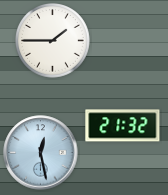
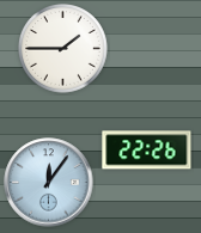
clock at (123, 126): 21:32 -> 22:26
clock at (41, 153): 12:28 -> 12:06
